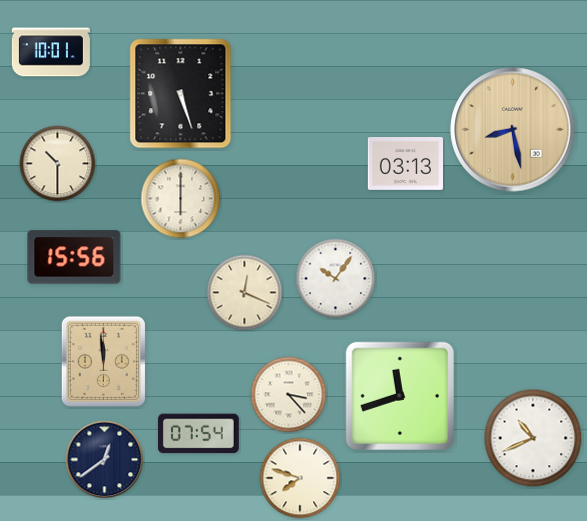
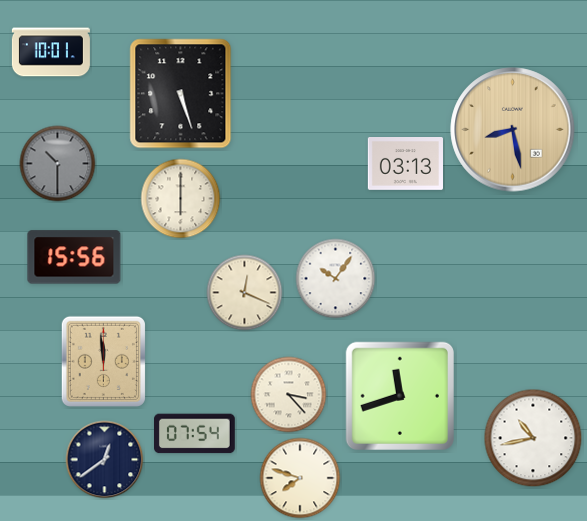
clock at (58, 164) dial: cream -> grey
clock at (199, 434) position: (199, 434) -> (195, 434)
clock at (533, 438): 10:41 -> 10:43
